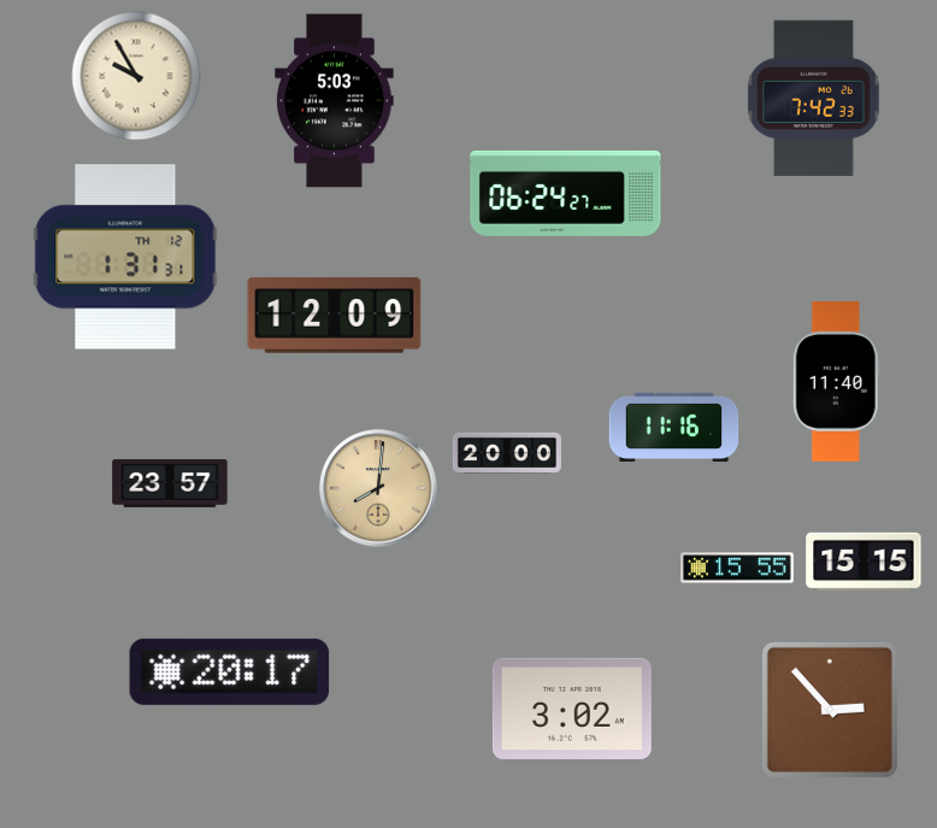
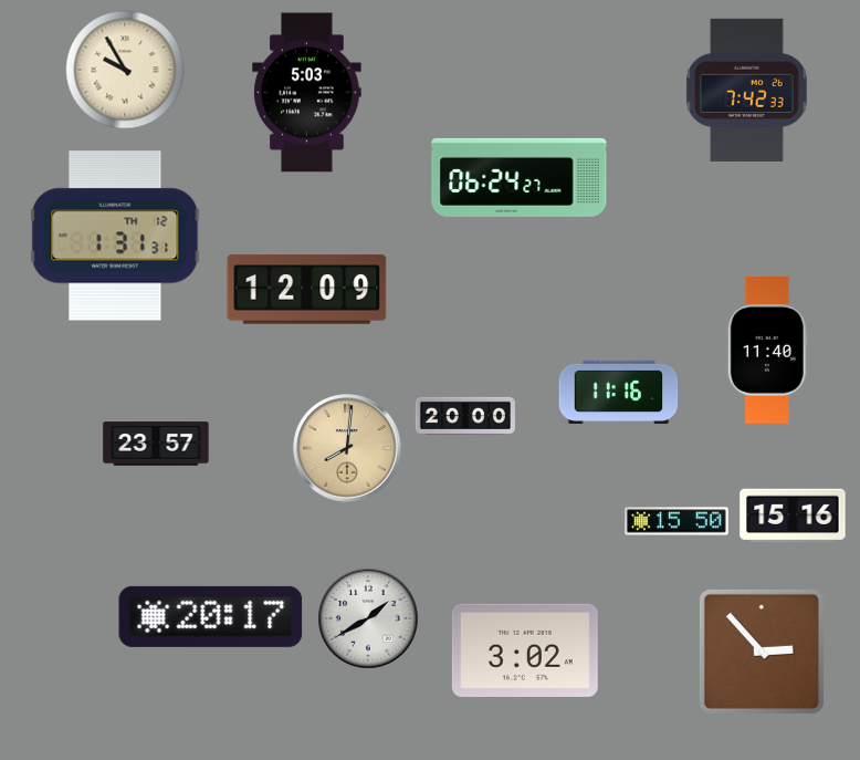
clock at (864, 562): 15:15 -> 15:16
clock at (737, 568): 15:55 -> 15:50
clock at (368, 618): none -> 1:40
